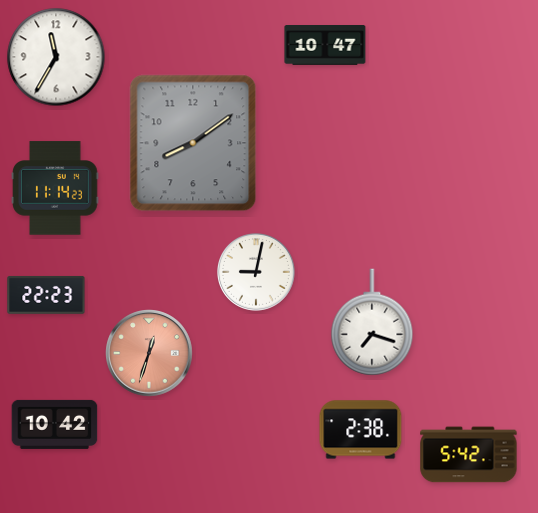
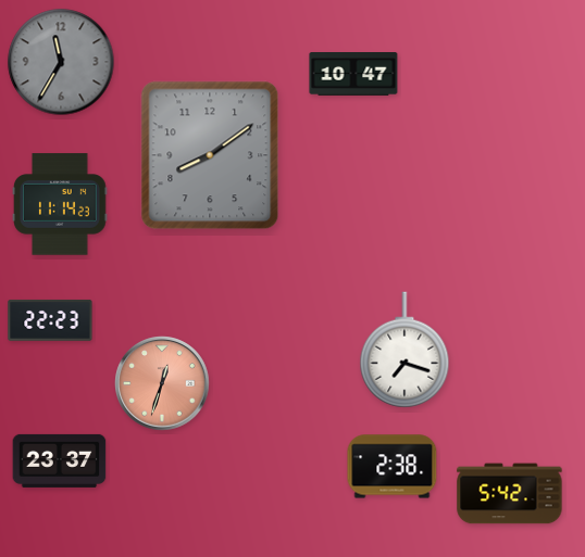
clock at (325, 46) position: (325, 46) -> (353, 75)
clock at (56, 57) dial: white -> grey
clock at (257, 273): 9:02 -> none
clock at (55, 424): 10:42 -> 23:37
